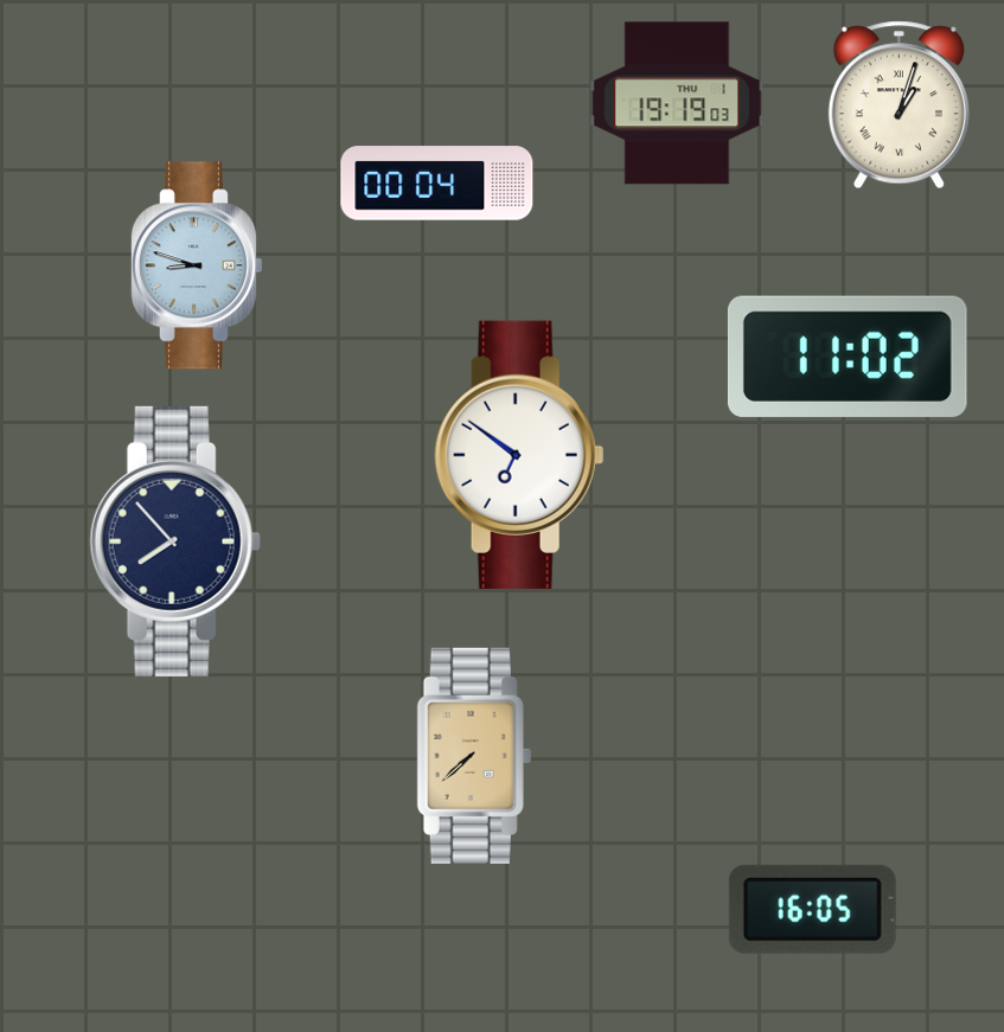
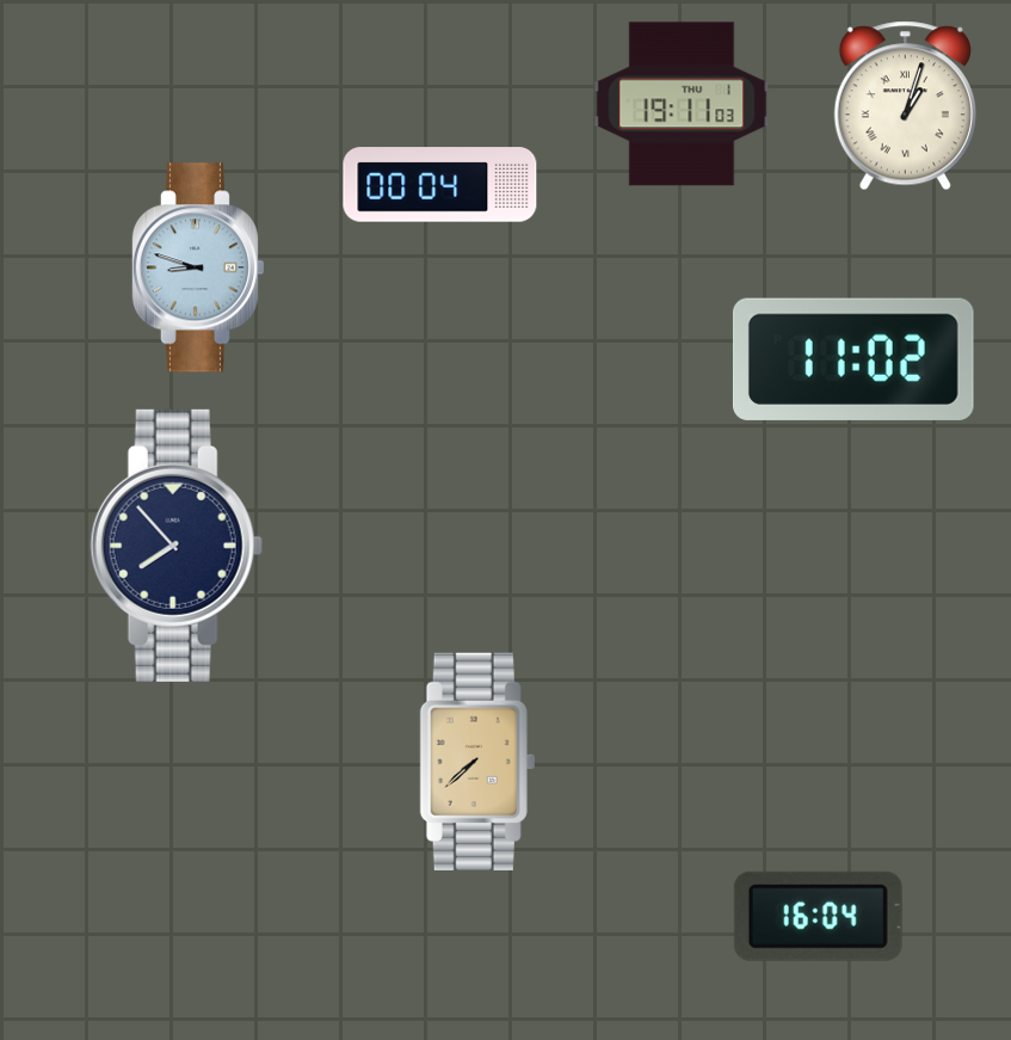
clock at (677, 103): 19:19 -> 19:11
clock at (519, 455): 6:51 -> none
clock at (812, 909): 16:05 -> 16:04
